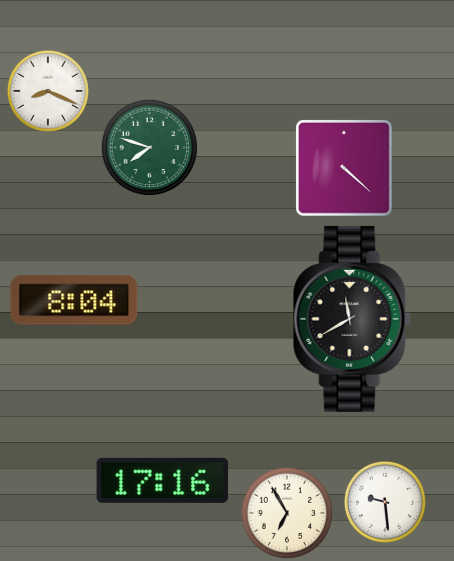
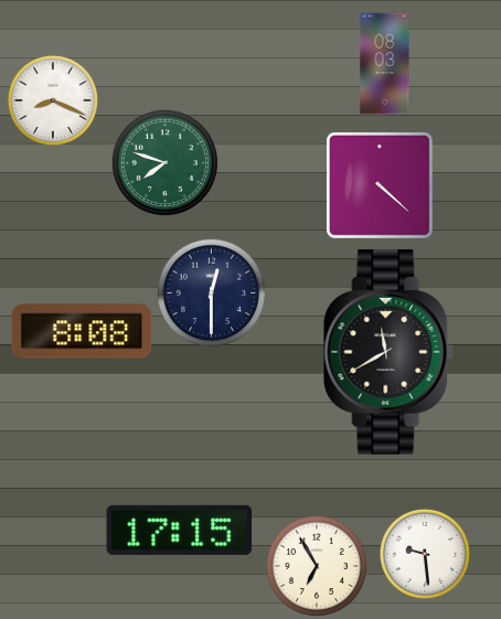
clock at (385, 64): none -> 08:03
clock at (212, 294): none -> 12:30
clock at (74, 300): 8:04 -> 8:08
clock at (163, 480): 17:16 -> 17:15
